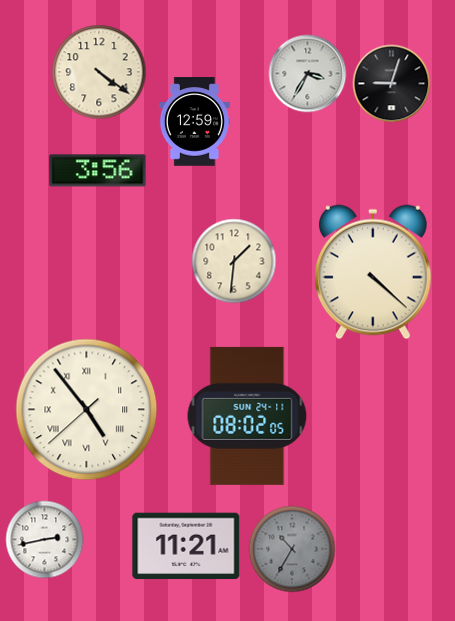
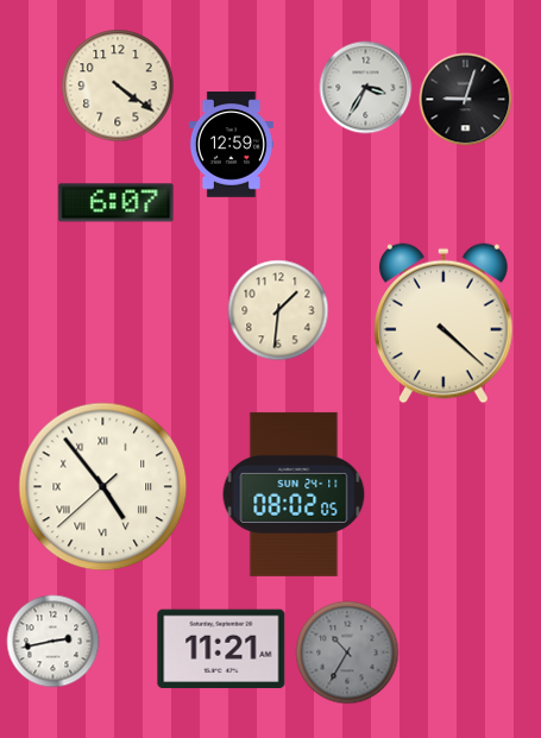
clock at (98, 171): 3:56 -> 6:07
